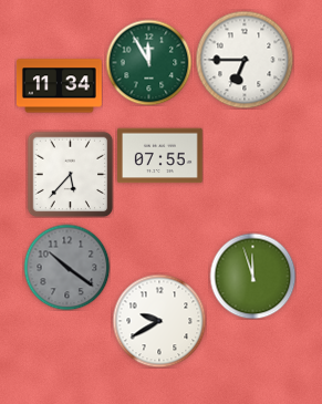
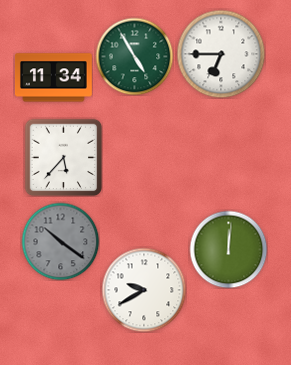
clock at (148, 62): 11:55 -> 4:55
clock at (160, 156): 07:55 -> none
clock at (252, 276): 11:57 -> 12:01
